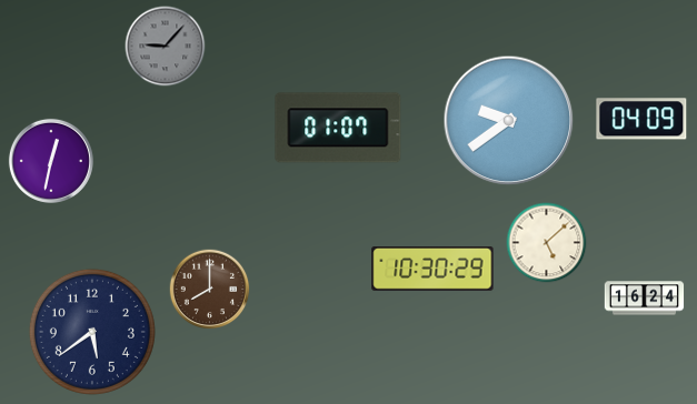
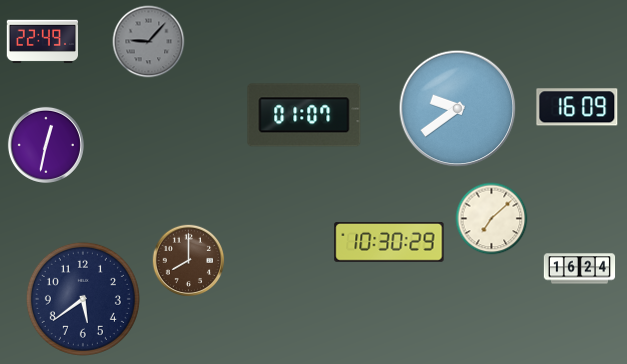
clock at (42, 42): none -> 22:49
clock at (641, 119): 04:09 -> 16:09
clock at (547, 243): 5:08 -> 7:08
